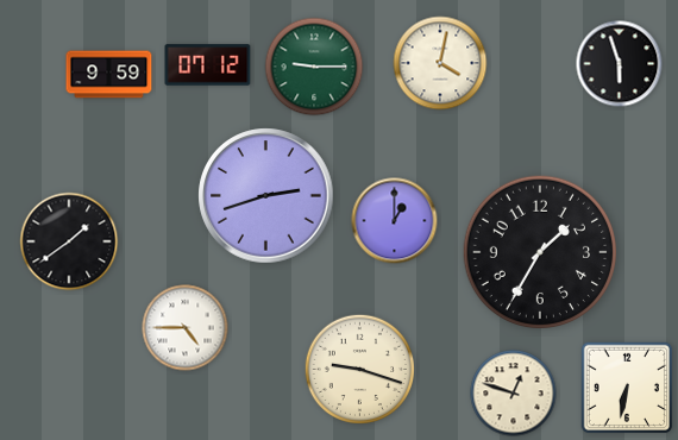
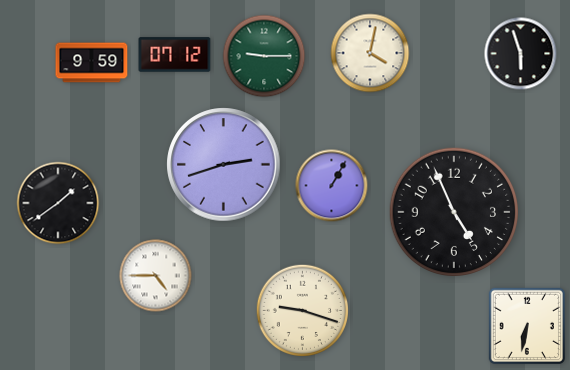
clock at (395, 221): 1:00 -> 1:05
clock at (539, 251): 1:35 -> 4:56
clock at (514, 394): 12:48 -> none
